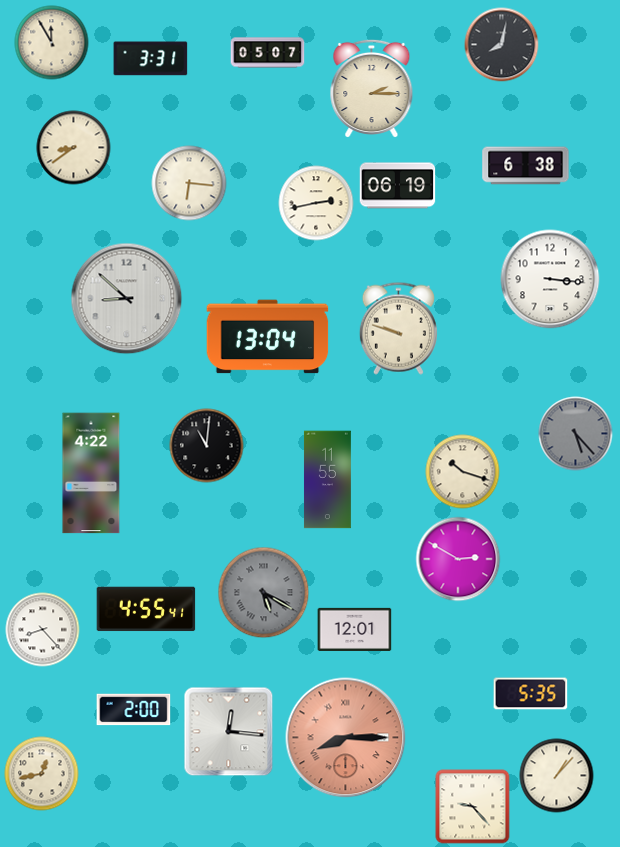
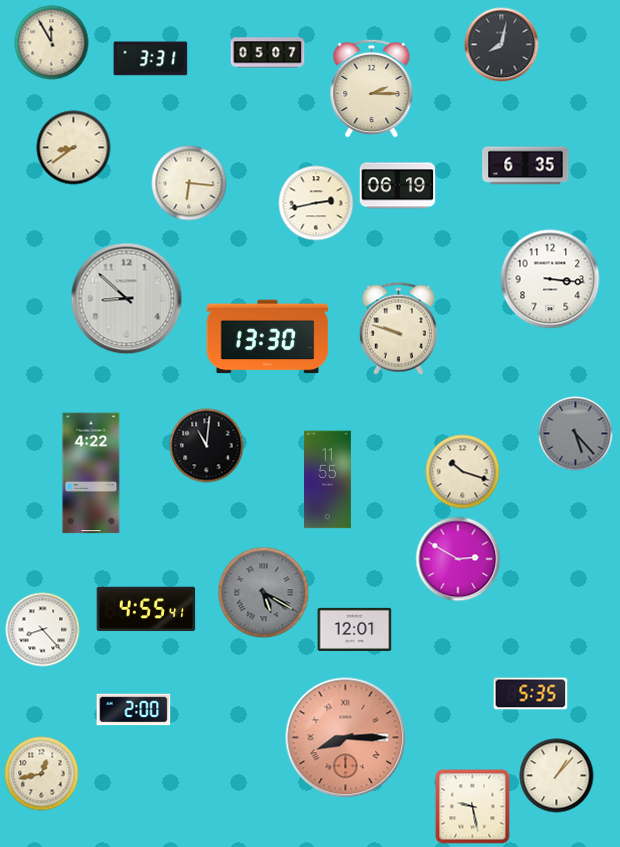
clock at (526, 166): 6:38 -> 6:35
clock at (268, 337): 13:04 -> 13:30
clock at (229, 732): 12:16 -> none
clock at (473, 807): 9:23 -> 9:28
